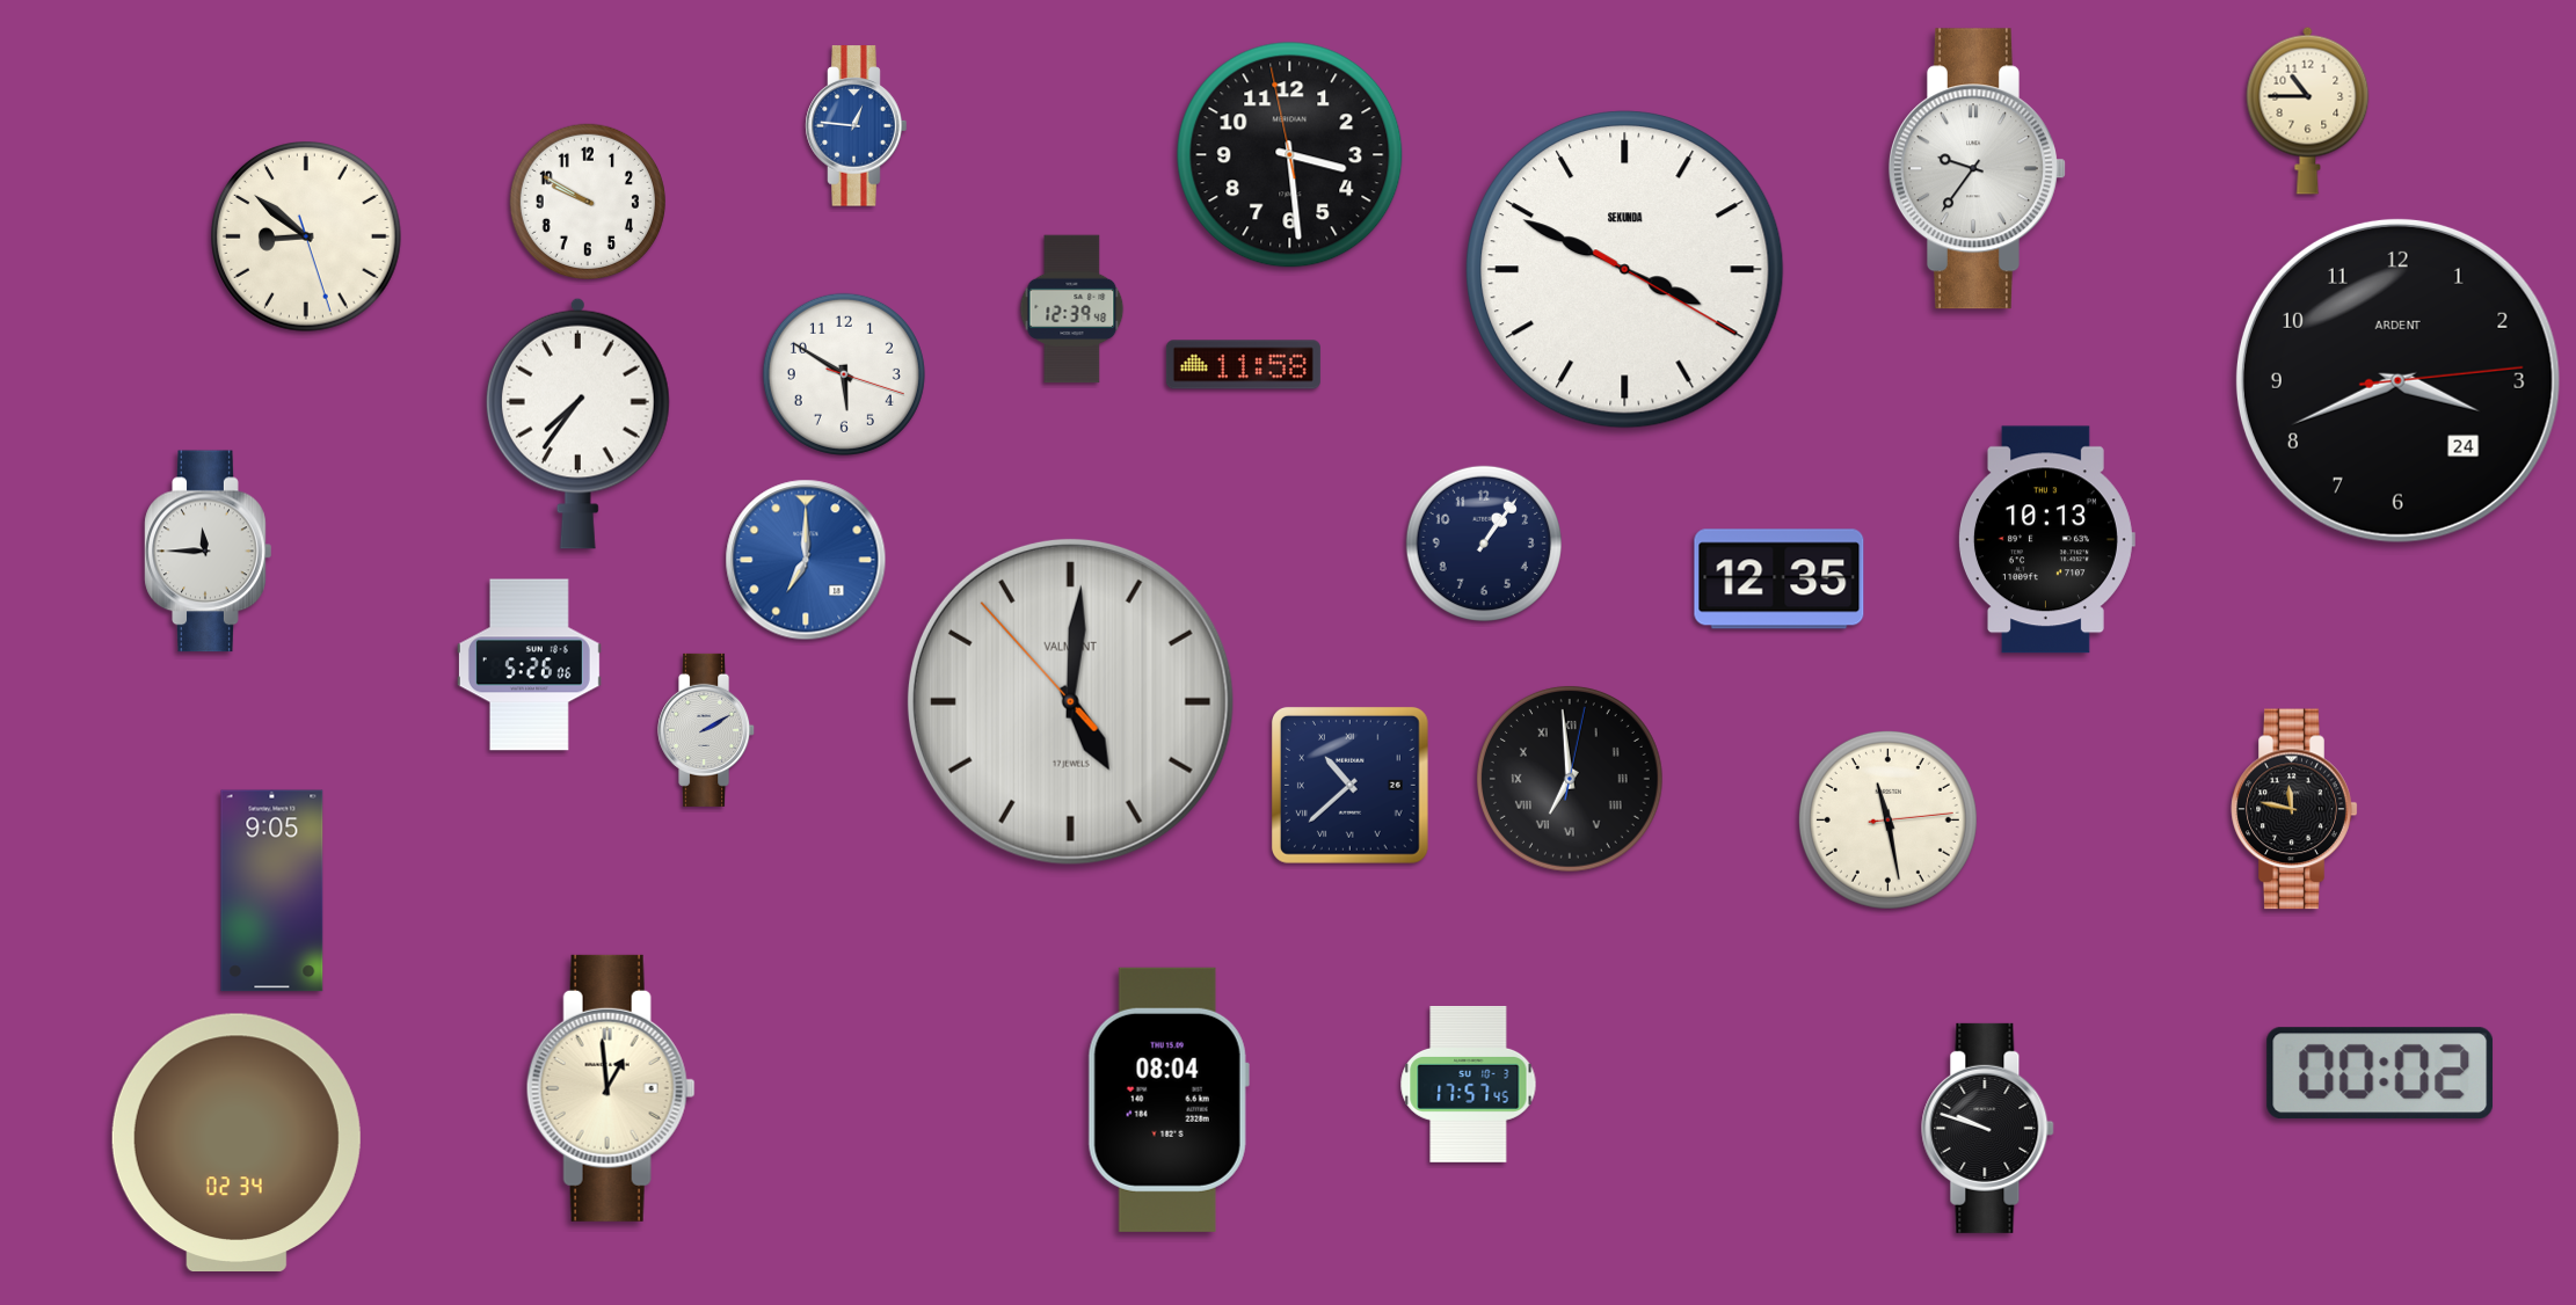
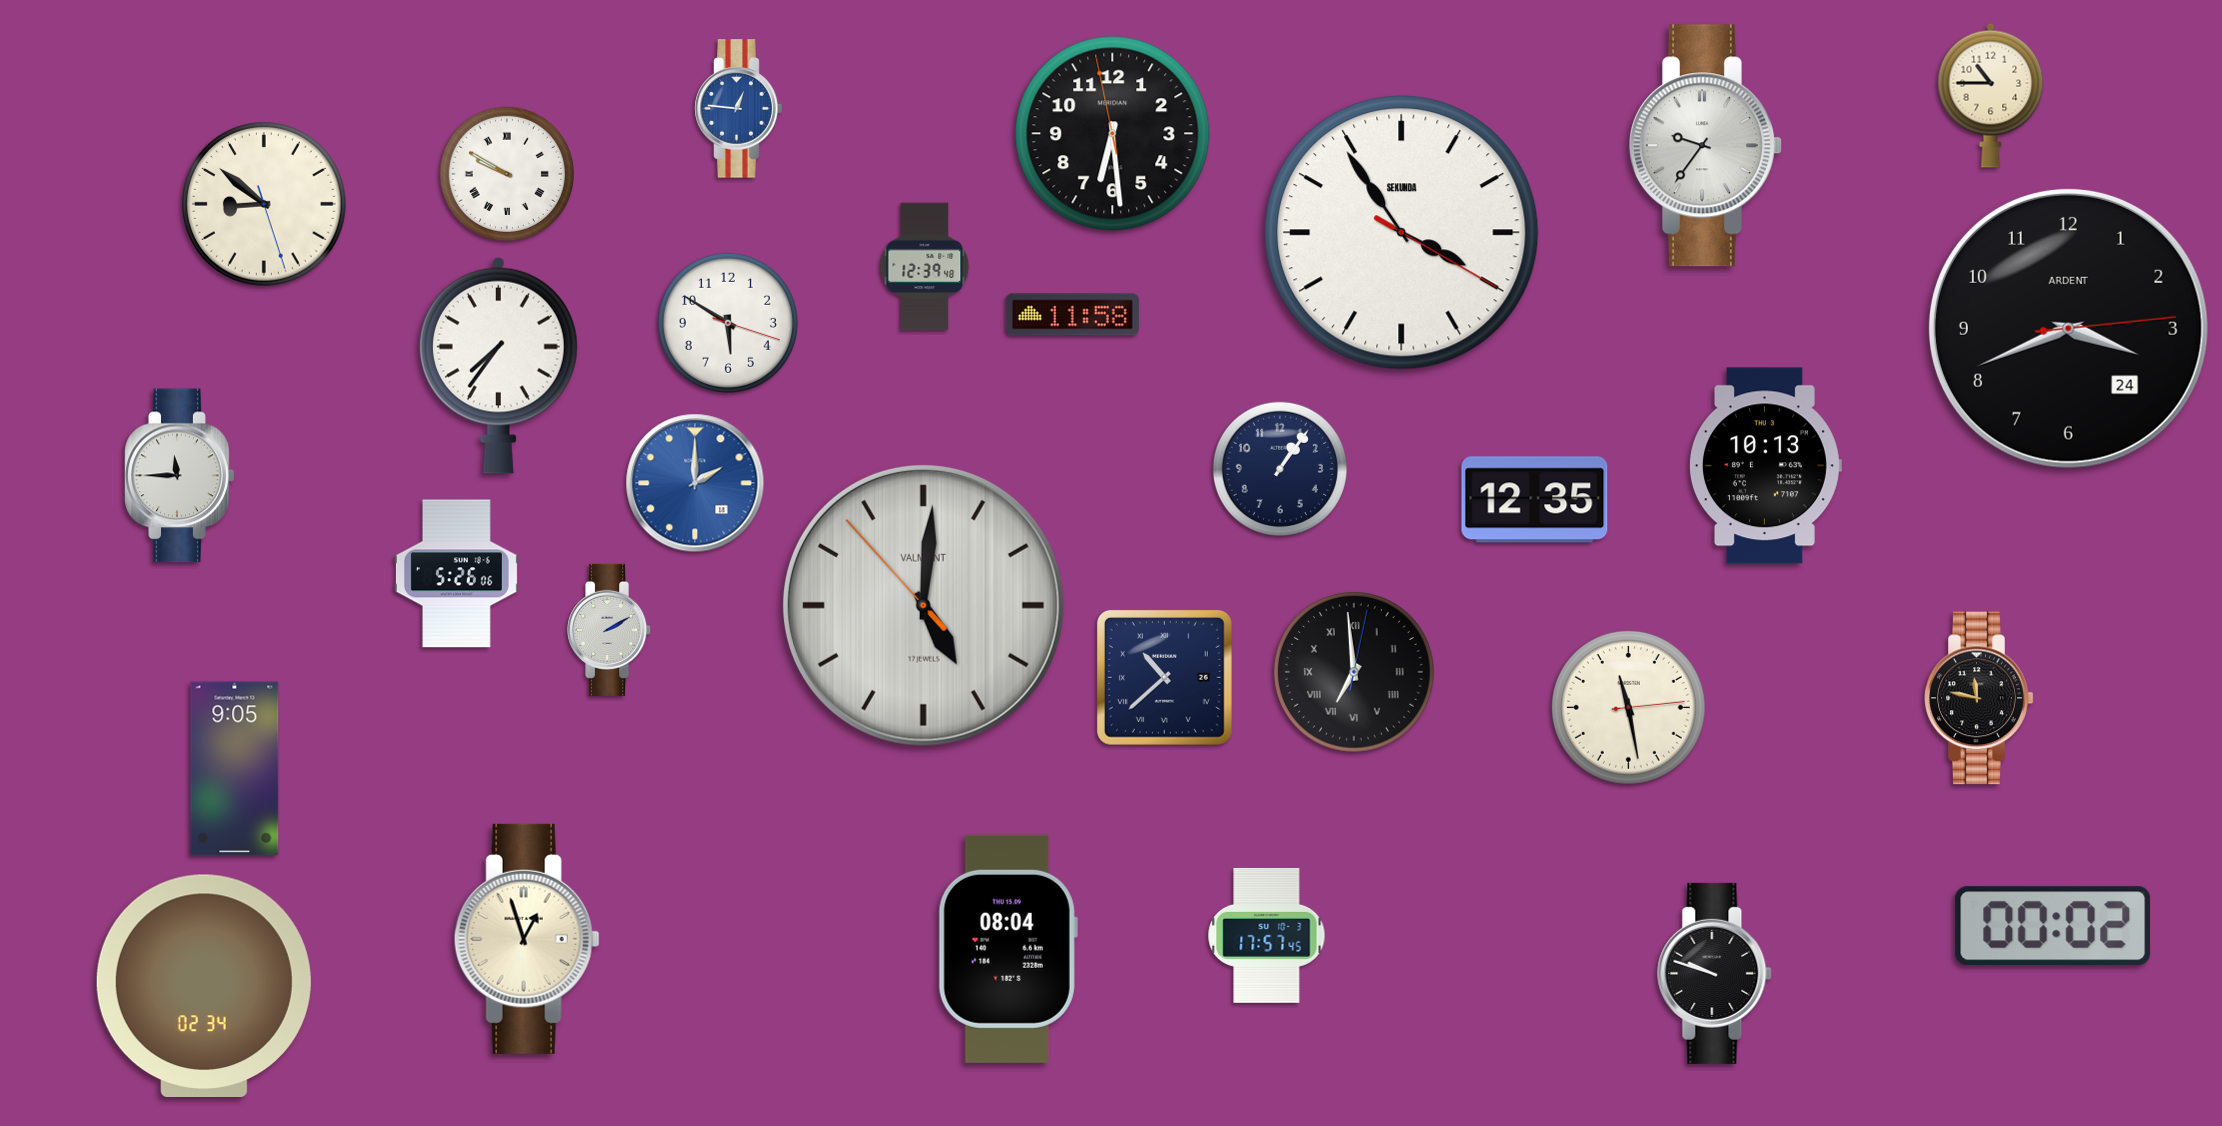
clock at (1290, 155): 3:28 -> 6:28
clock at (588, 202) numerals: Arabic -> Roman
clock at (1625, 270): 3:49 -> 3:54
clock at (806, 560): 7:00 -> 2:00
clock at (611, 1088): 12:59 -> 12:57
